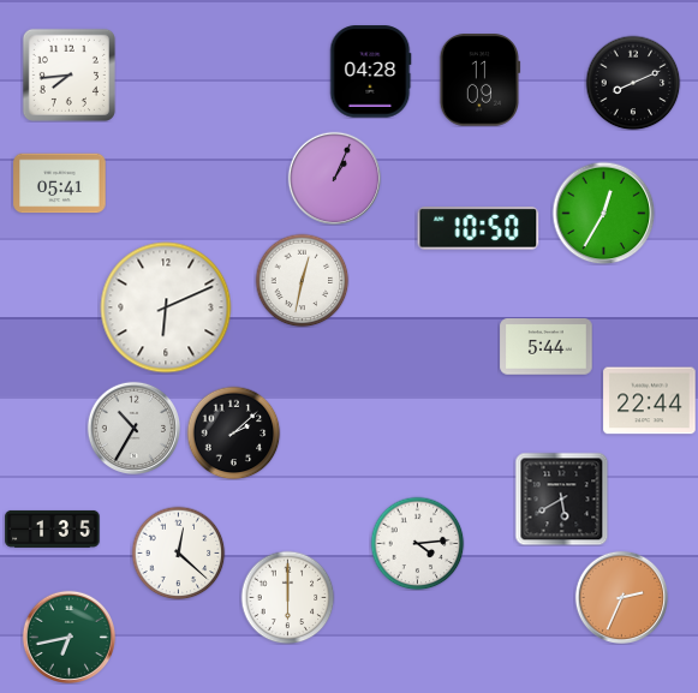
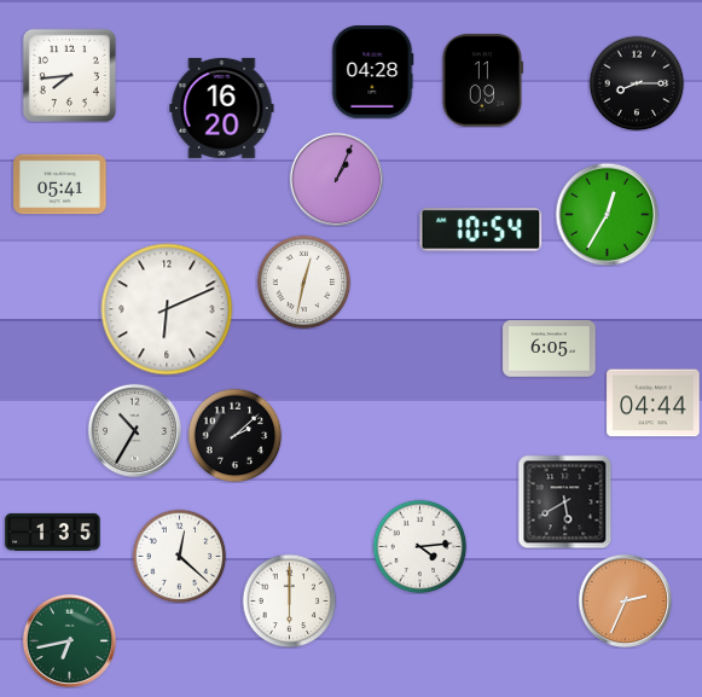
clock at (633, 83): 8:11 -> 8:15
clock at (222, 108): none -> 16:20
clock at (478, 228): 10:50 -> 10:54
clock at (547, 347): 5:44 -> 6:05
clock at (650, 401): 22:44 -> 04:44
